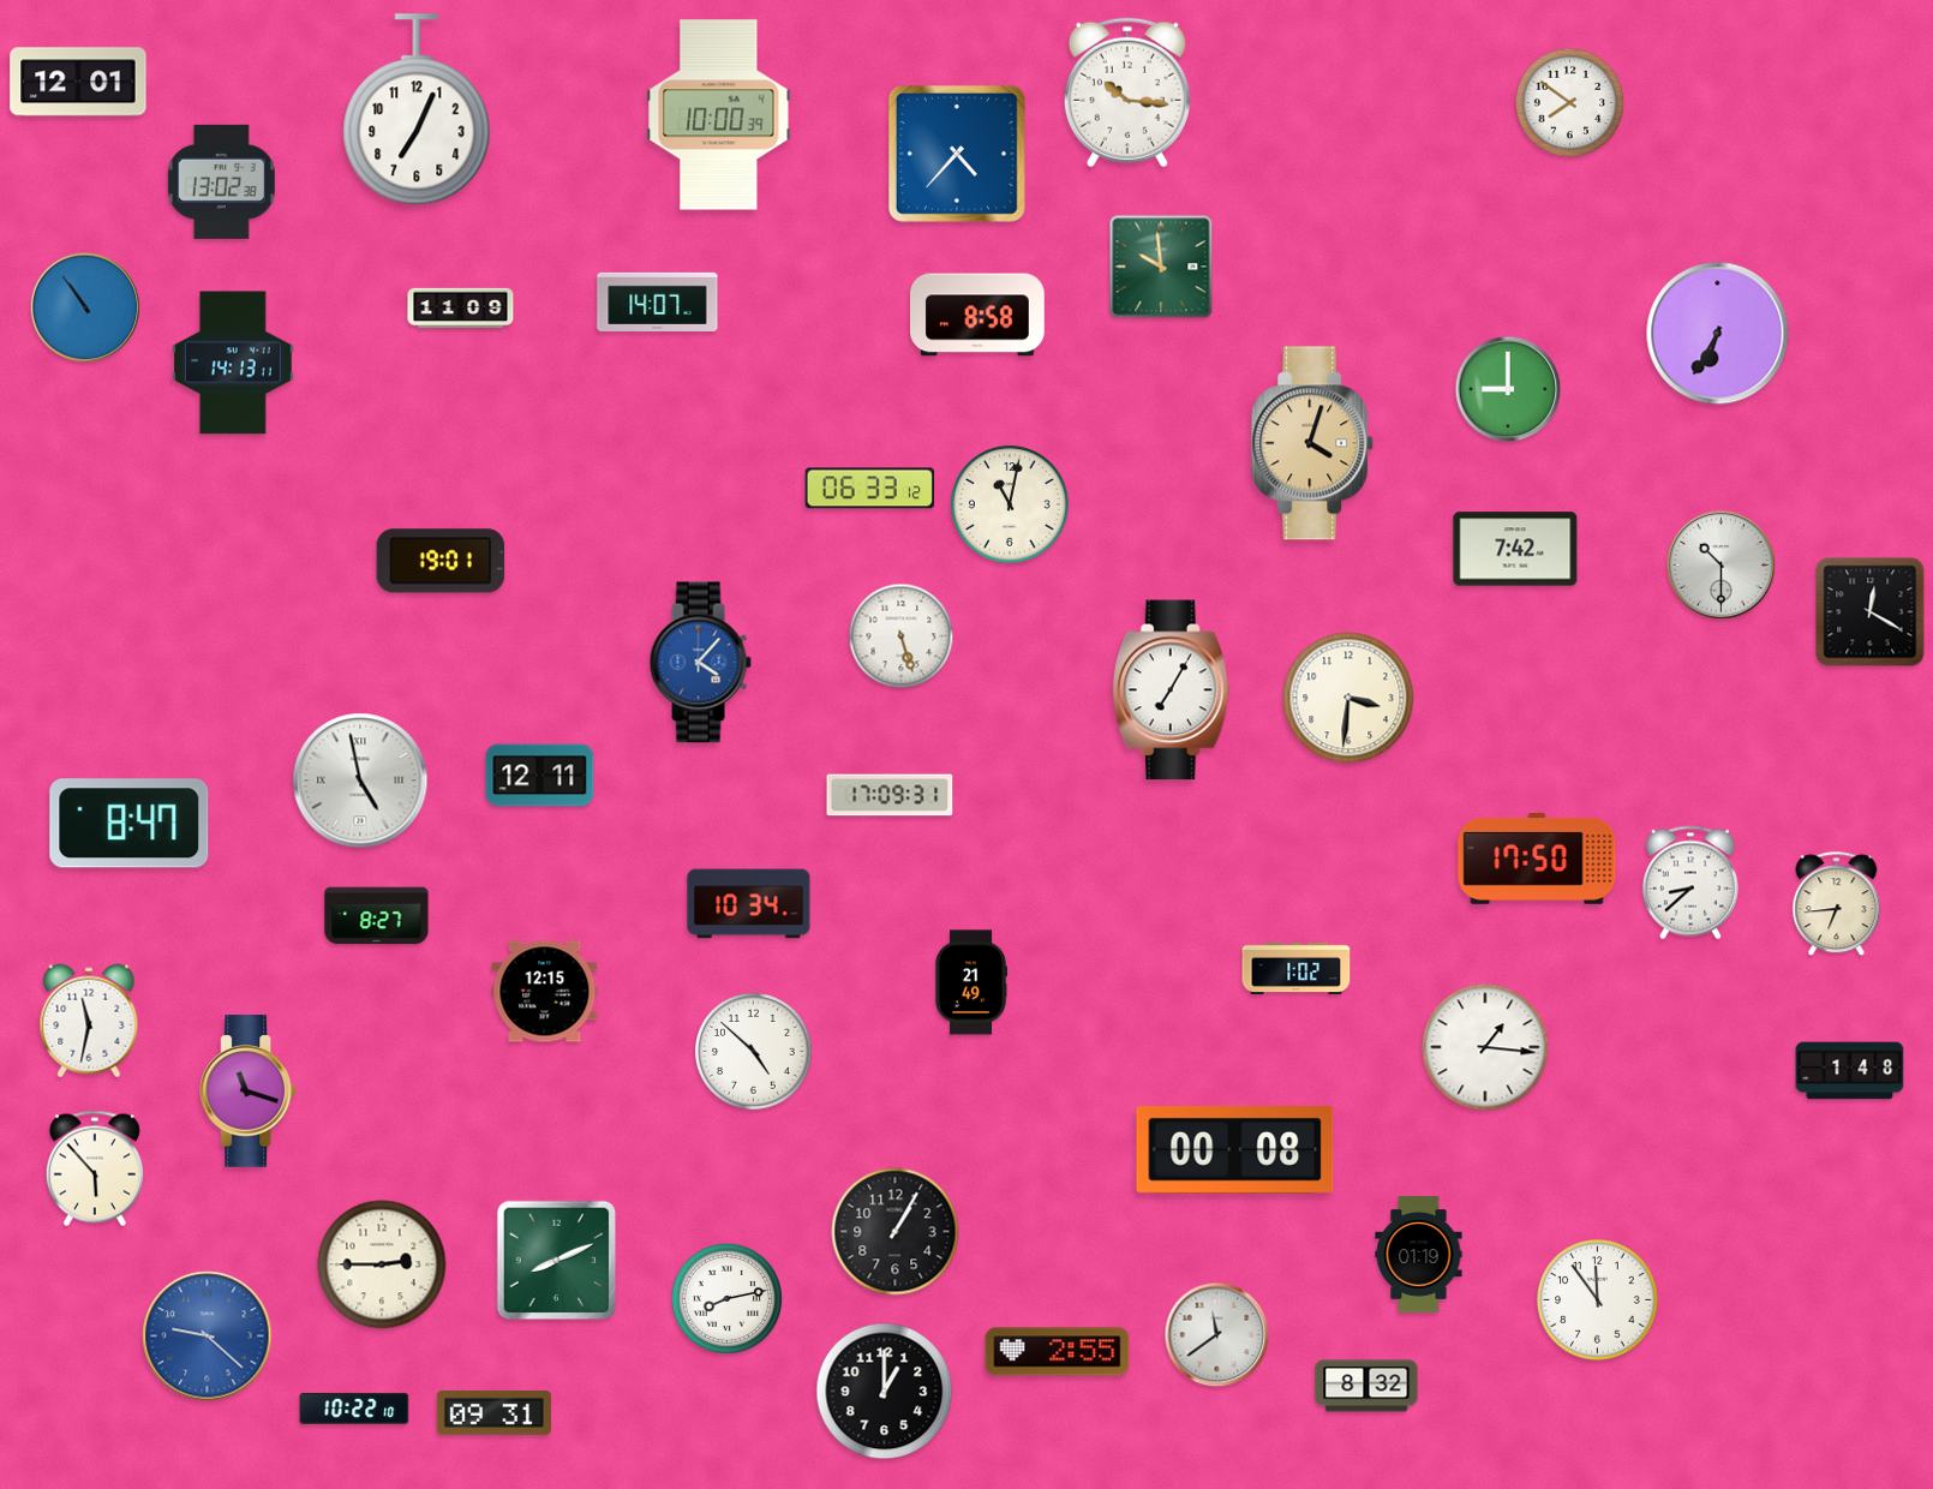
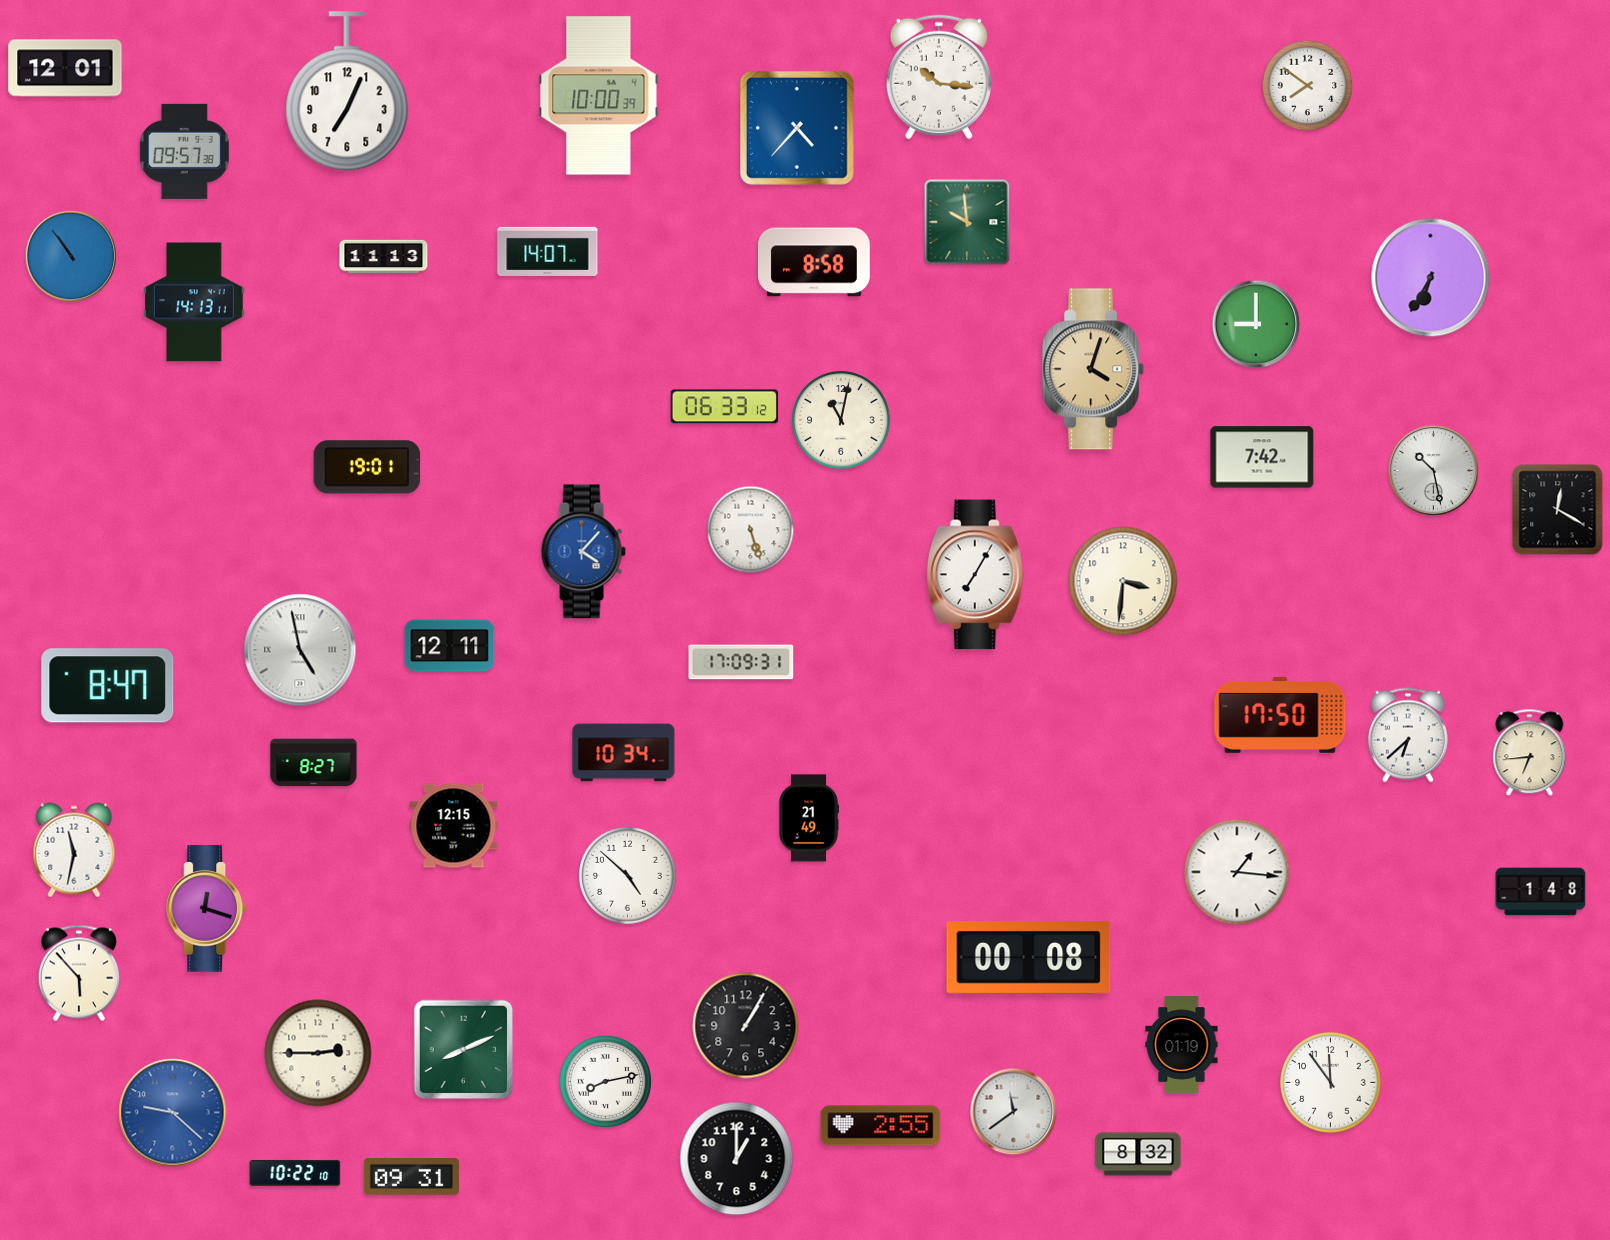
clock at (221, 181): 13:02 -> 09:57
clock at (461, 309): 11:09 -> 11:13
clock at (1722, 566): 10:30 -> 10:28
clock at (1690, 883): 8:38 -> 6:38
clock at (1297, 968): 1:02 -> none
clock at (249, 1092): 11:18 -> 12:18
